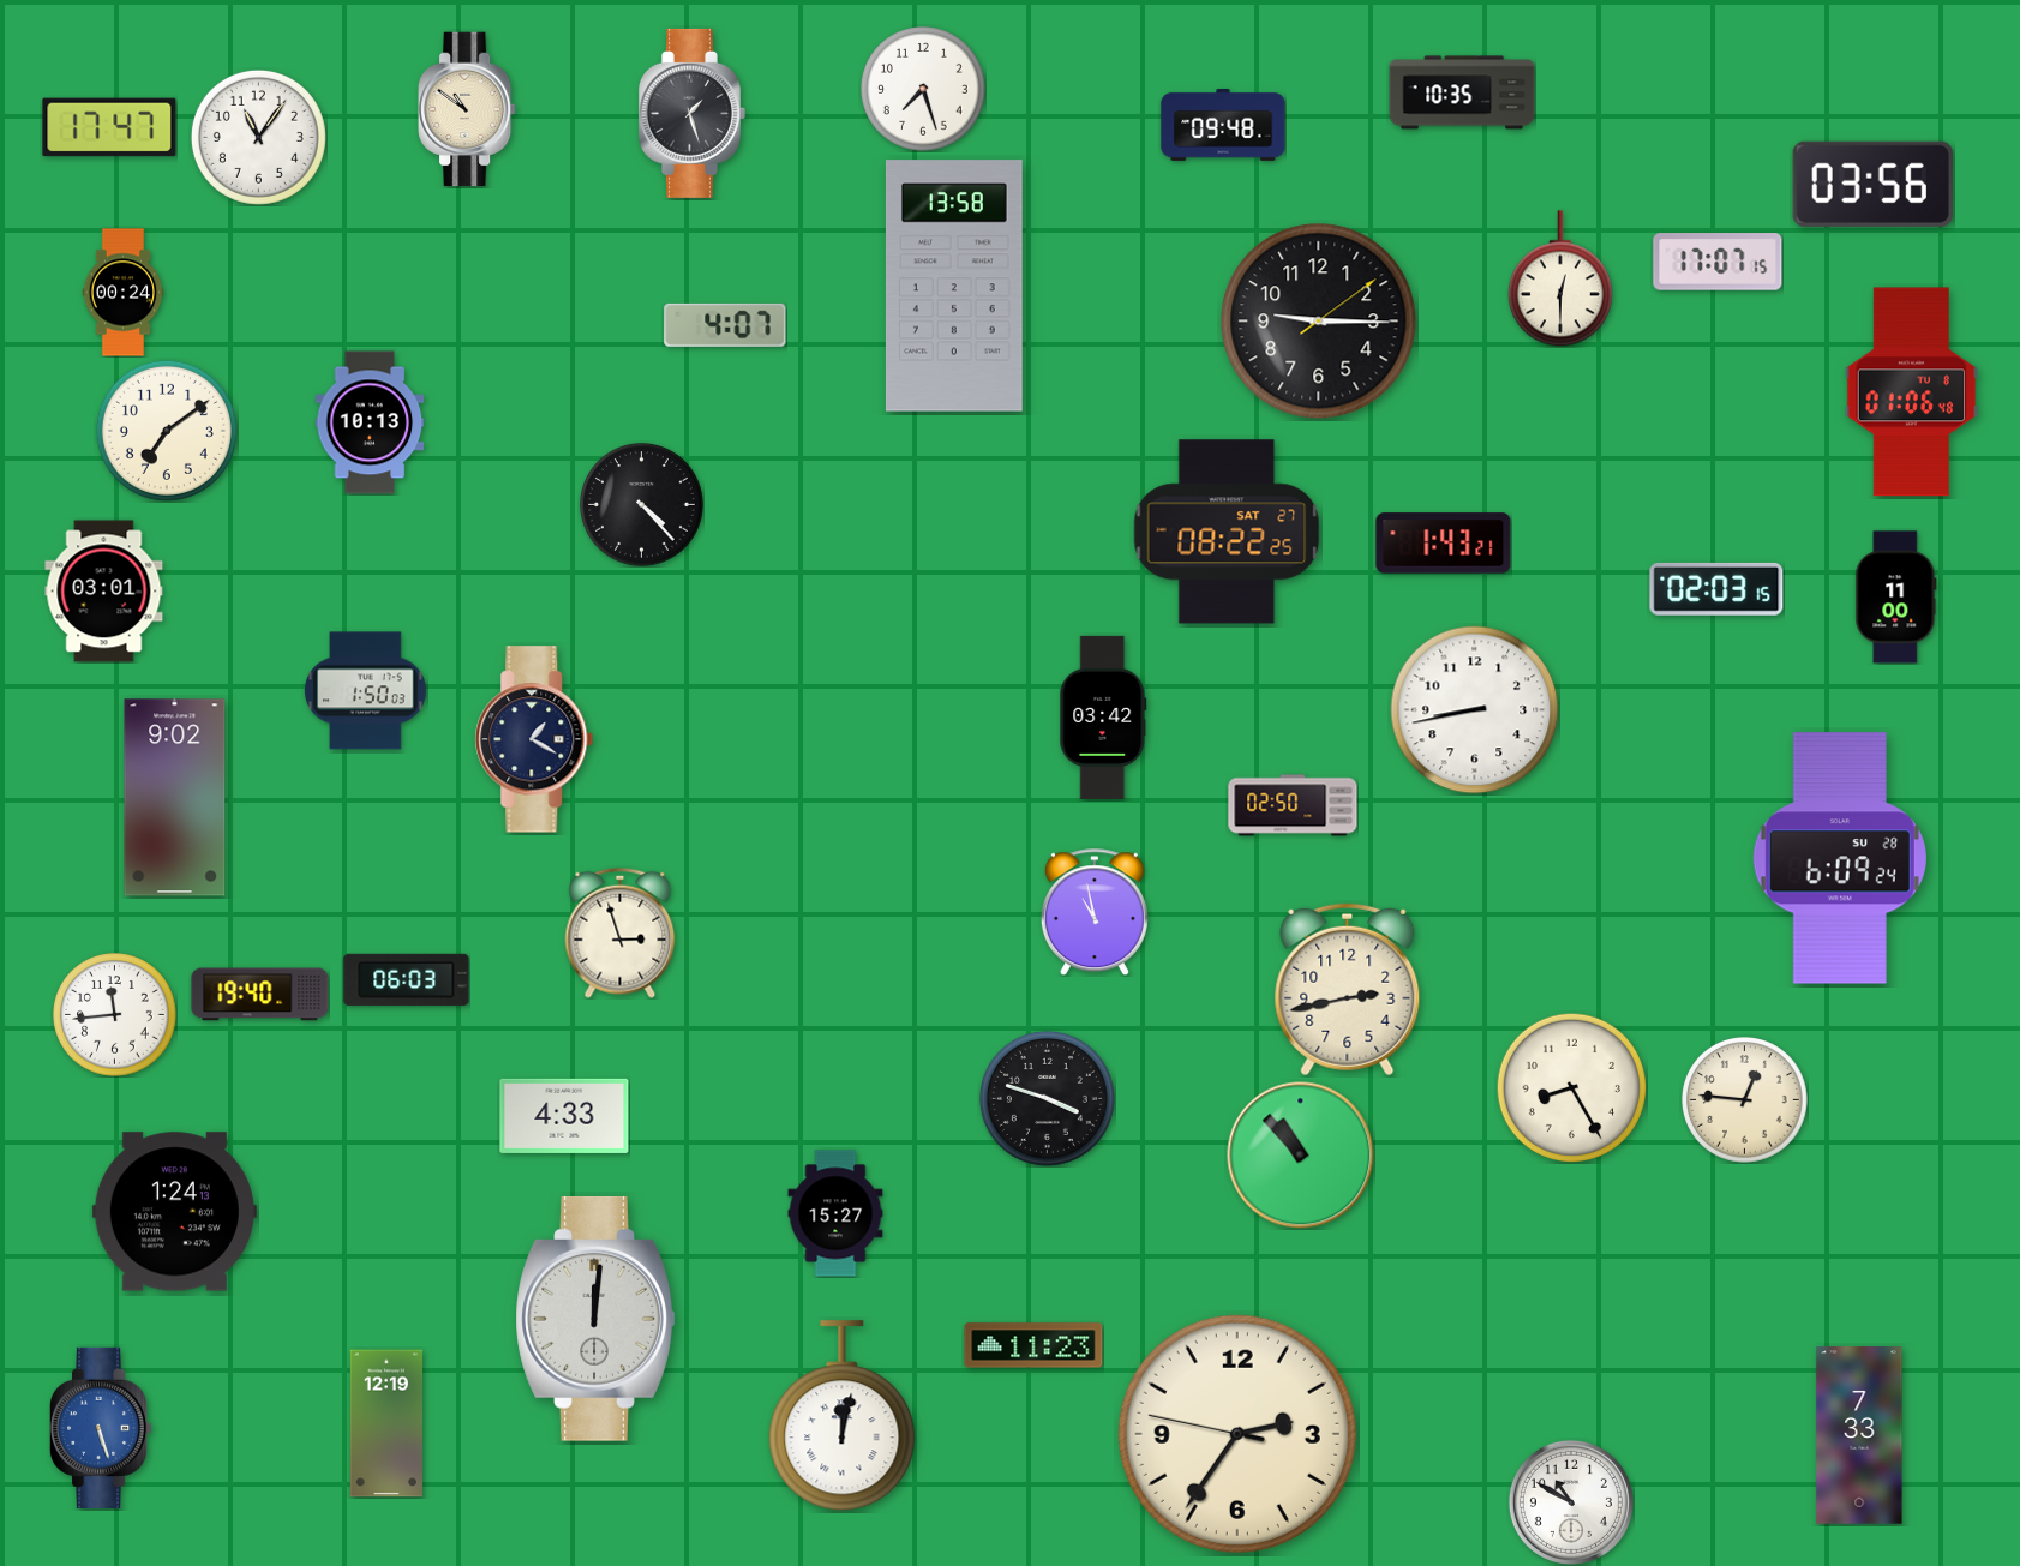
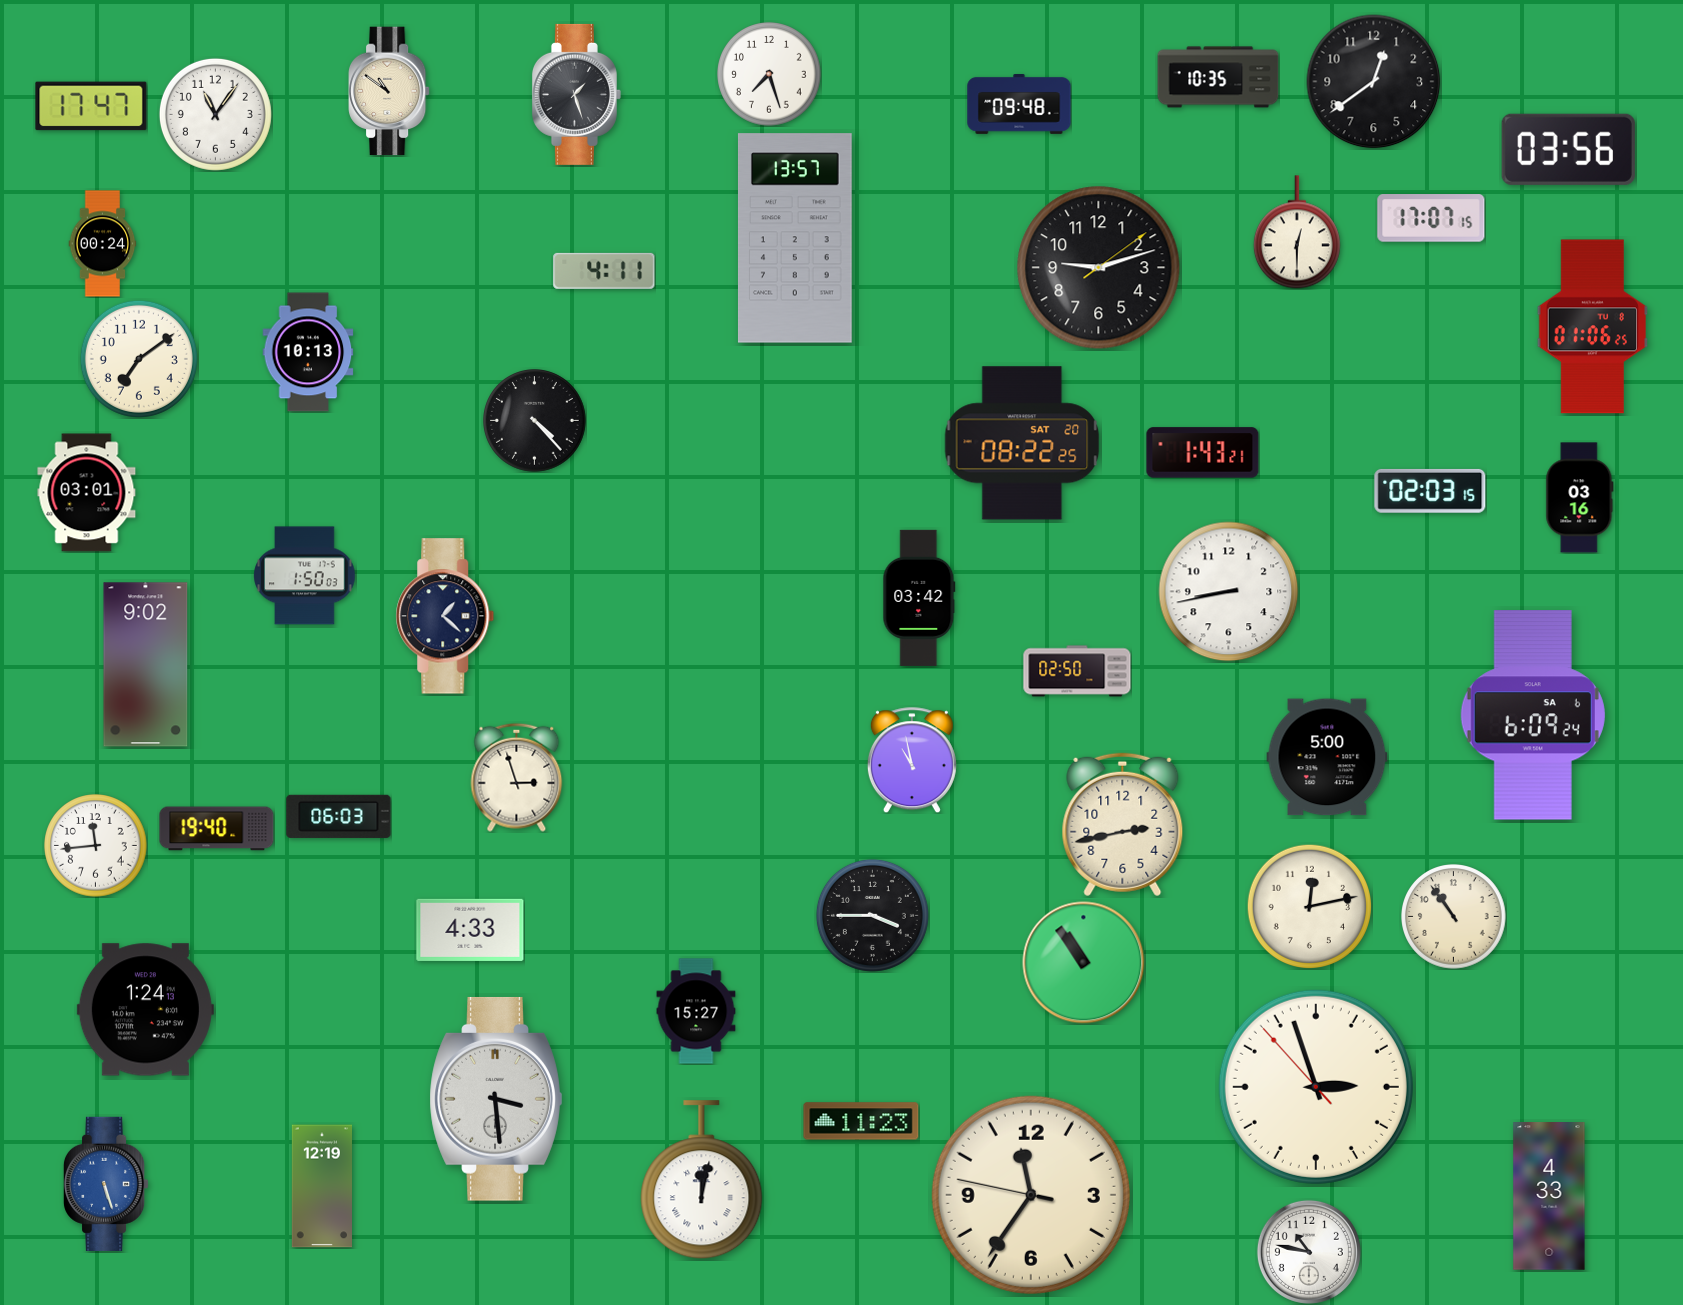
clock at (1374, 82): none -> 12:39
clock at (1872, 184) position: (1872, 184) -> (1568, 149)
clock at (1560, 278) position: (1560, 278) -> (1297, 232)
clock at (954, 286): 13:58 -> 13:57
clock at (1319, 322): 9:15 -> 9:12
clock at (725, 325): 4:07 -> 4:11
clock at (1912, 392): 01:06:48 -> 01:06:25
clock at (1227, 532) date: SAT 27 -> SAT 20
clock at (1896, 598): 11:00 -> 03:16
clock at (534, 739): 1:20 -> 1:22
clock at (1840, 858) date: SU 28 -> SA 6
clock at (1327, 757): none -> 5:00
clock at (1571, 1087): 8:25 -> 12:13
clock at (1047, 1098): 3:48 -> 3:45
clock at (1745, 1100): 12:46 -> 10:54
clock at (1301, 1156): 10:53 -> 10:54
clock at (1316, 1087): none -> 2:56
clock at (595, 1319): 12:01 -> 3:29
clock at (101, 1428) position: (101, 1428) -> (106, 1184)
clock at (1237, 1434): 2:35 -> 11:35
clock at (1859, 1435): 7:33 -> 4:33
clock at (1571, 1502): 10:50 -> 10:47
